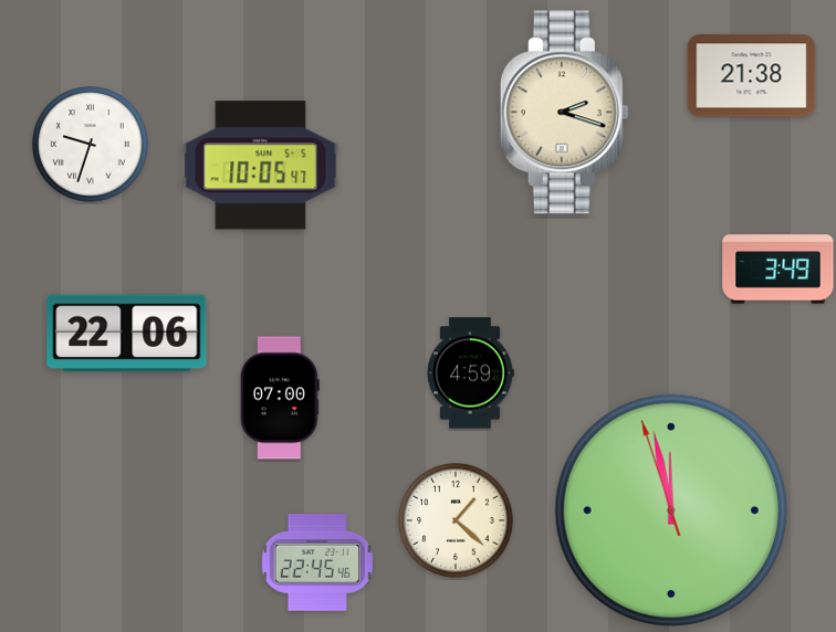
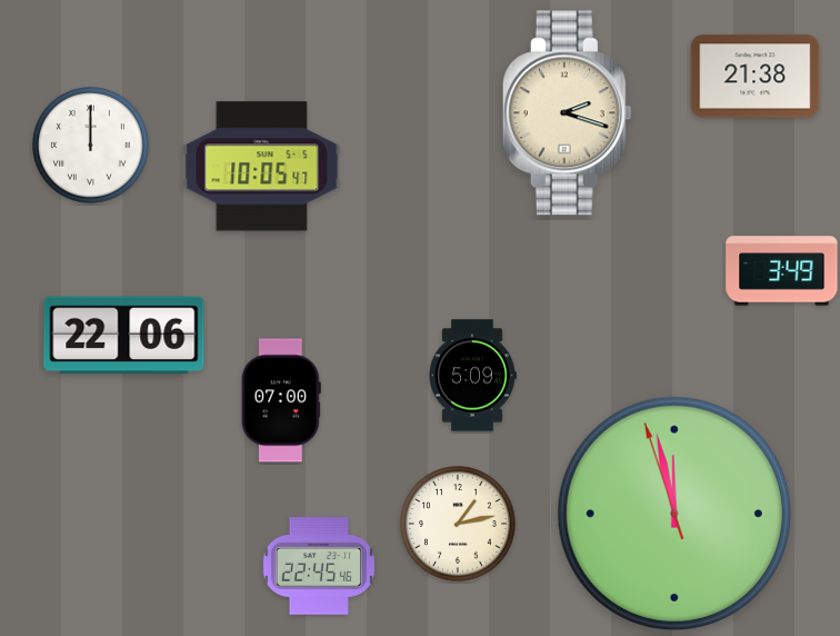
clock at (91, 145): 9:33 -> 12:00
clock at (127, 334) position: (127, 334) -> (124, 336)
clock at (470, 373): 4:59 -> 5:09
clock at (456, 520): 1:22 -> 1:13
